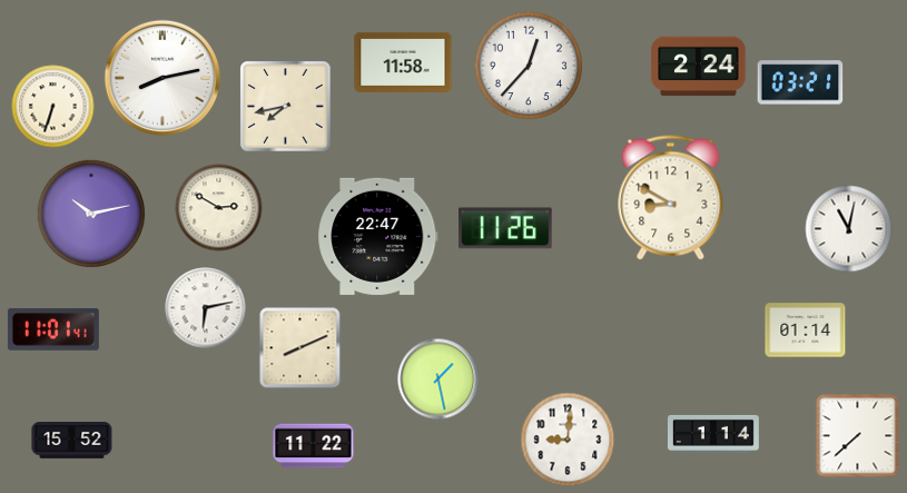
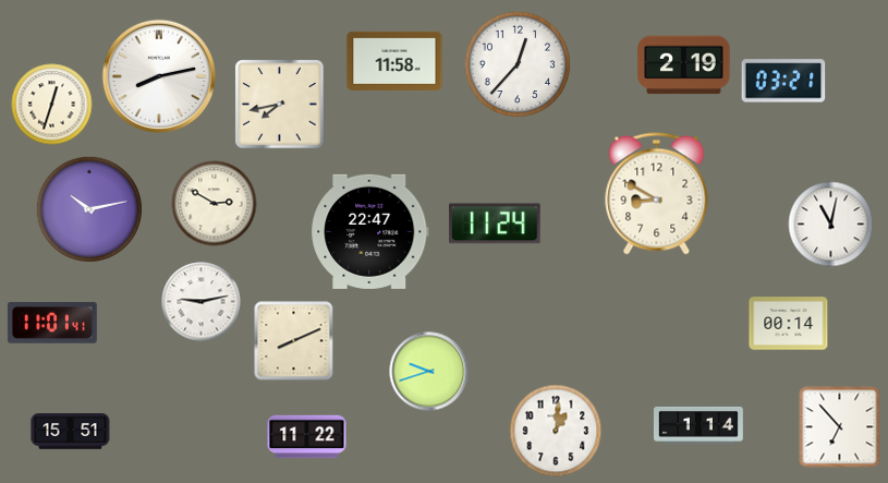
clock at (699, 67): 2:24 -> 2:19
clock at (53, 107): 6:33 -> 12:33
clock at (505, 228): 11:26 -> 11:24
clock at (206, 308): 6:13 -> 9:13
clock at (806, 331): 01:14 -> 00:14
clock at (438, 379): 1:28 -> 9:42
clock at (858, 436): 7:38 -> 6:53
clock at (568, 440): 9:01 -> 1:01
clock at (72, 441): 15:52 -> 15:51
